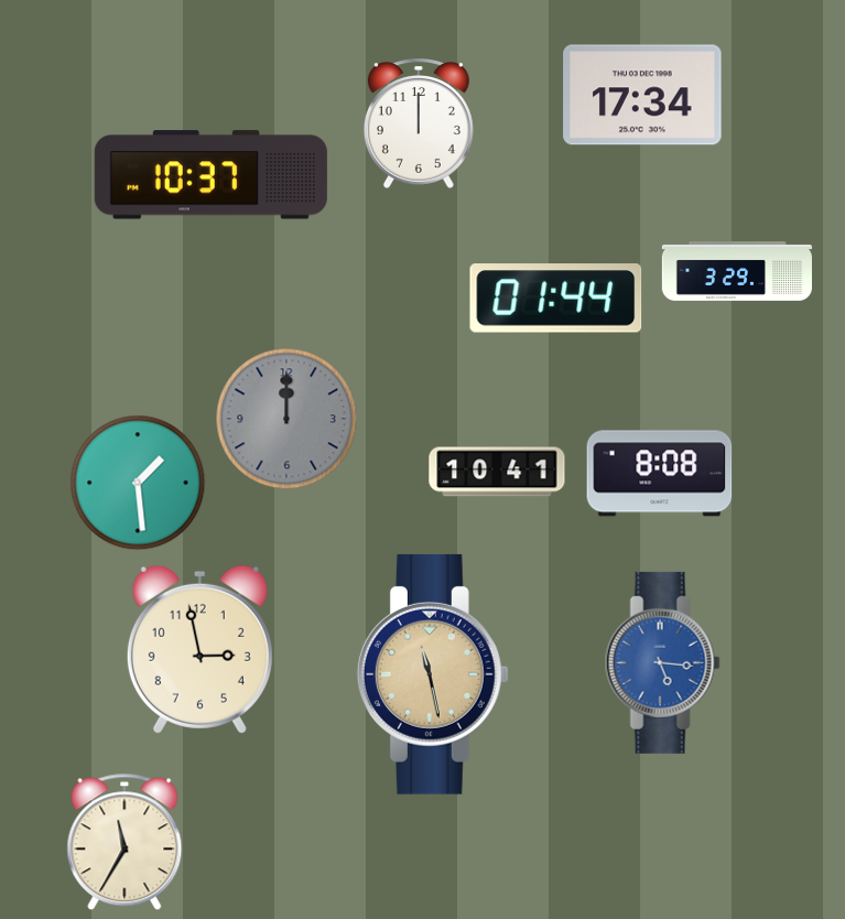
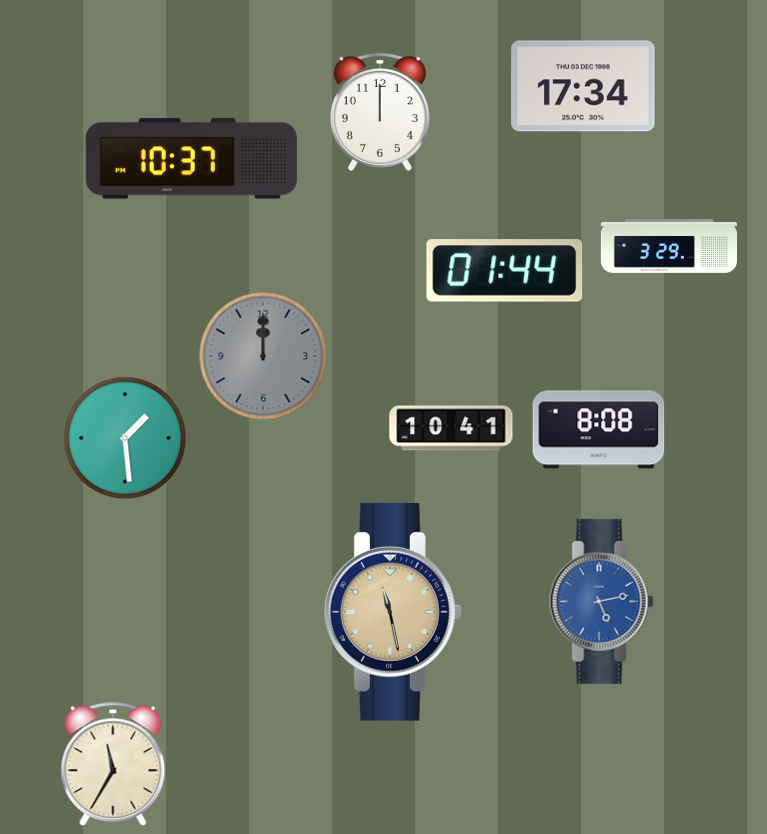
clock at (286, 419) position: (286, 419) -> (263, 356)
clock at (199, 649): 2:58 -> none
clock at (662, 662): 5:16 -> 5:13
